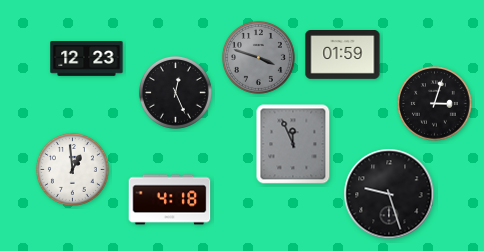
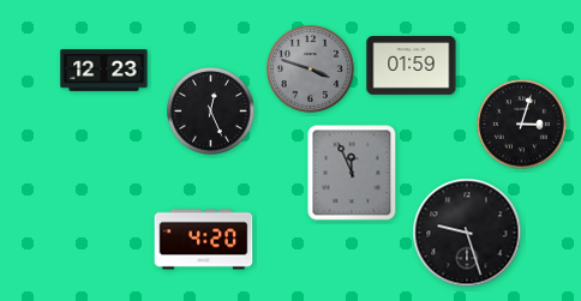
clock at (72, 169): 12:59 -> none
clock at (170, 200): 4:18 -> 4:20
